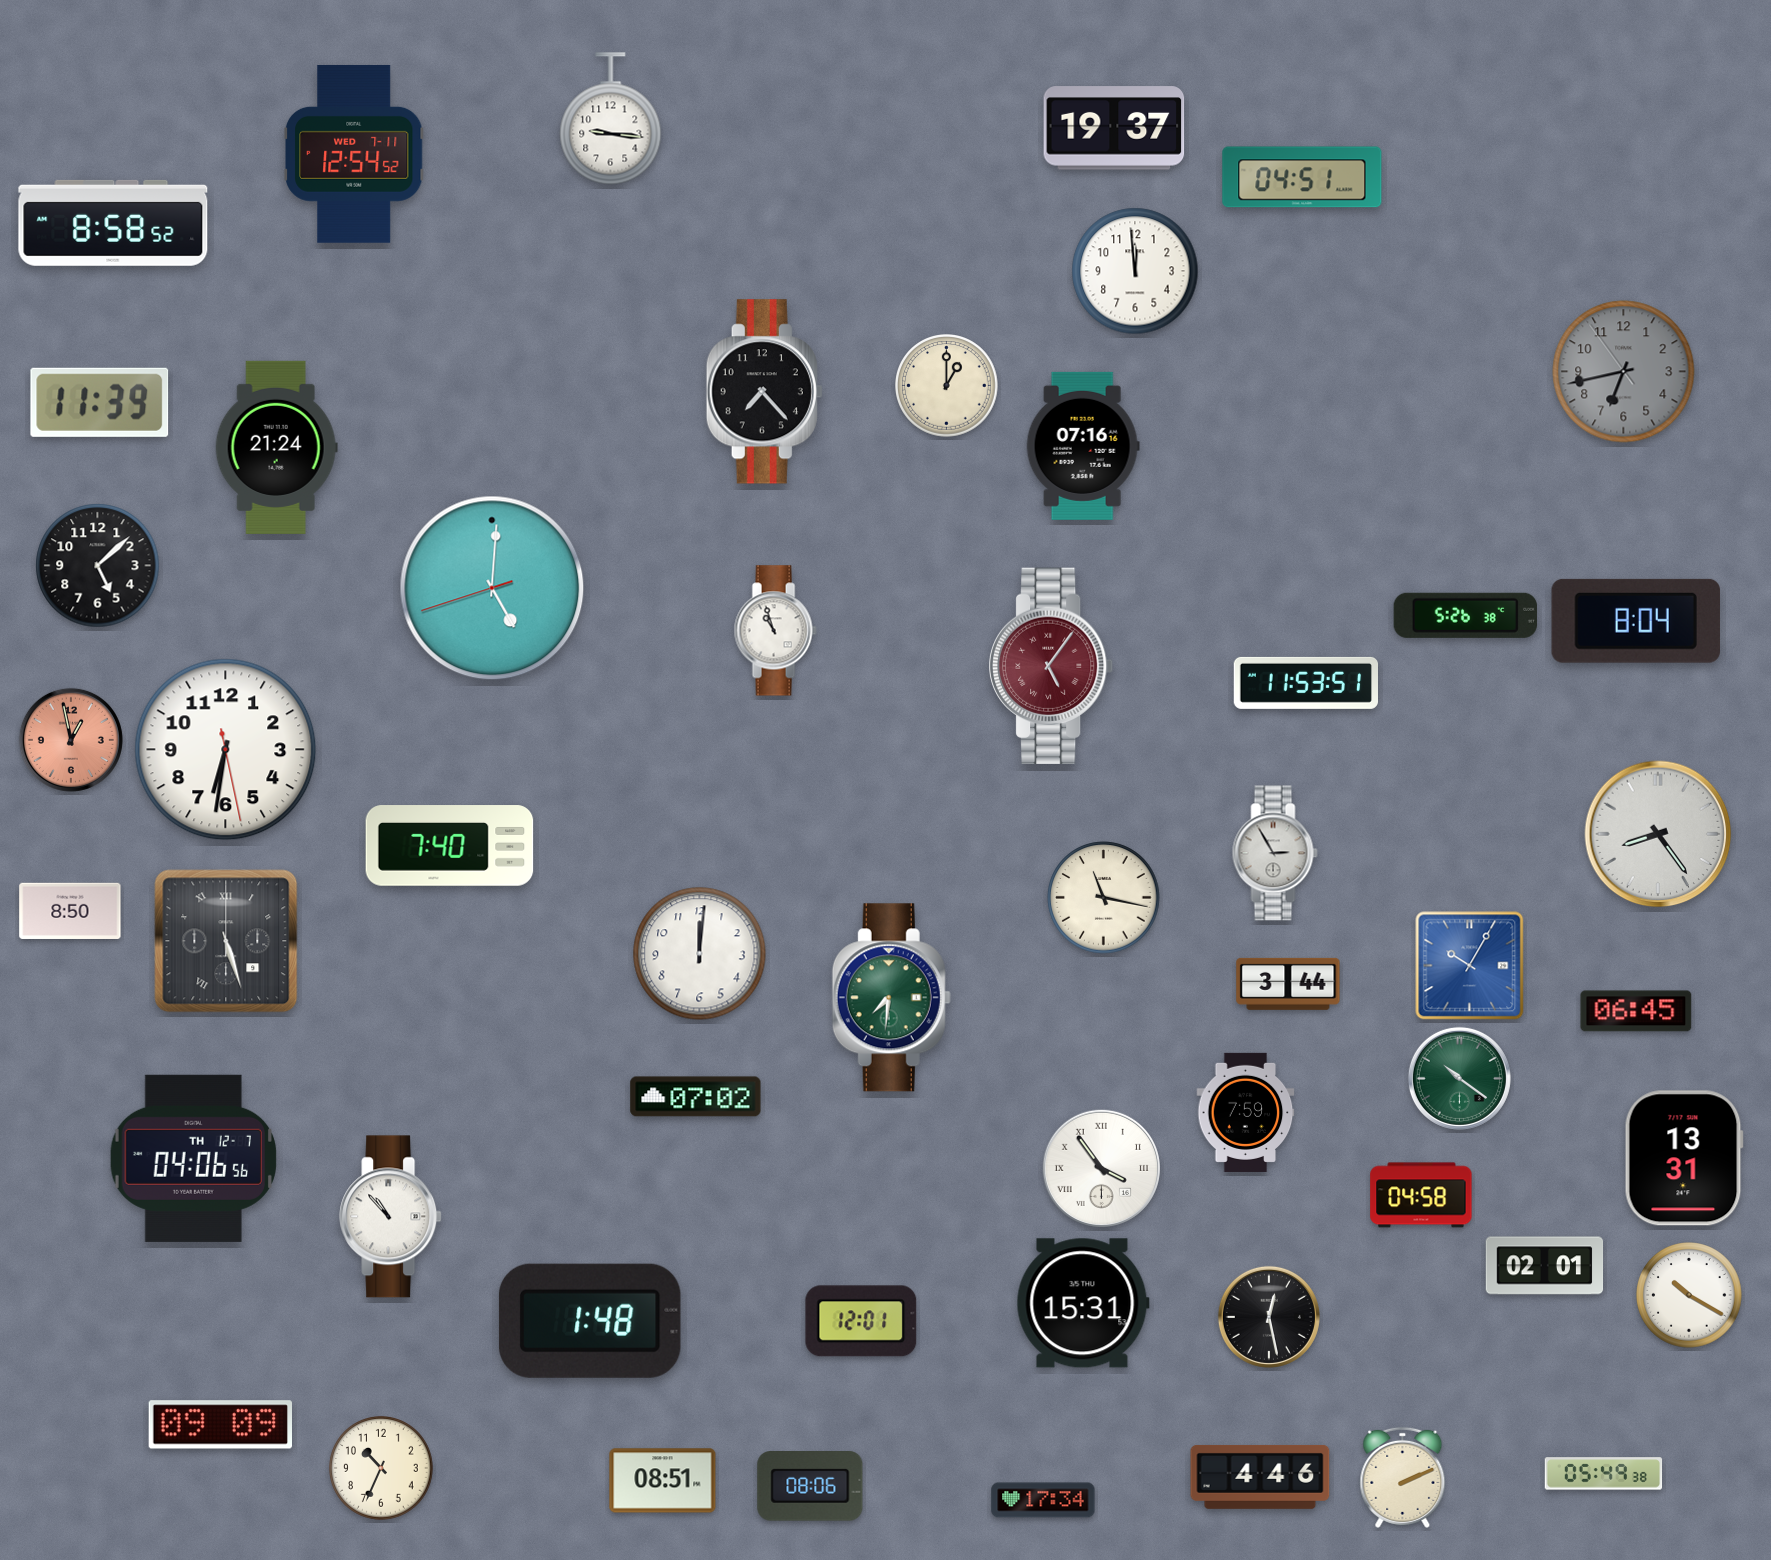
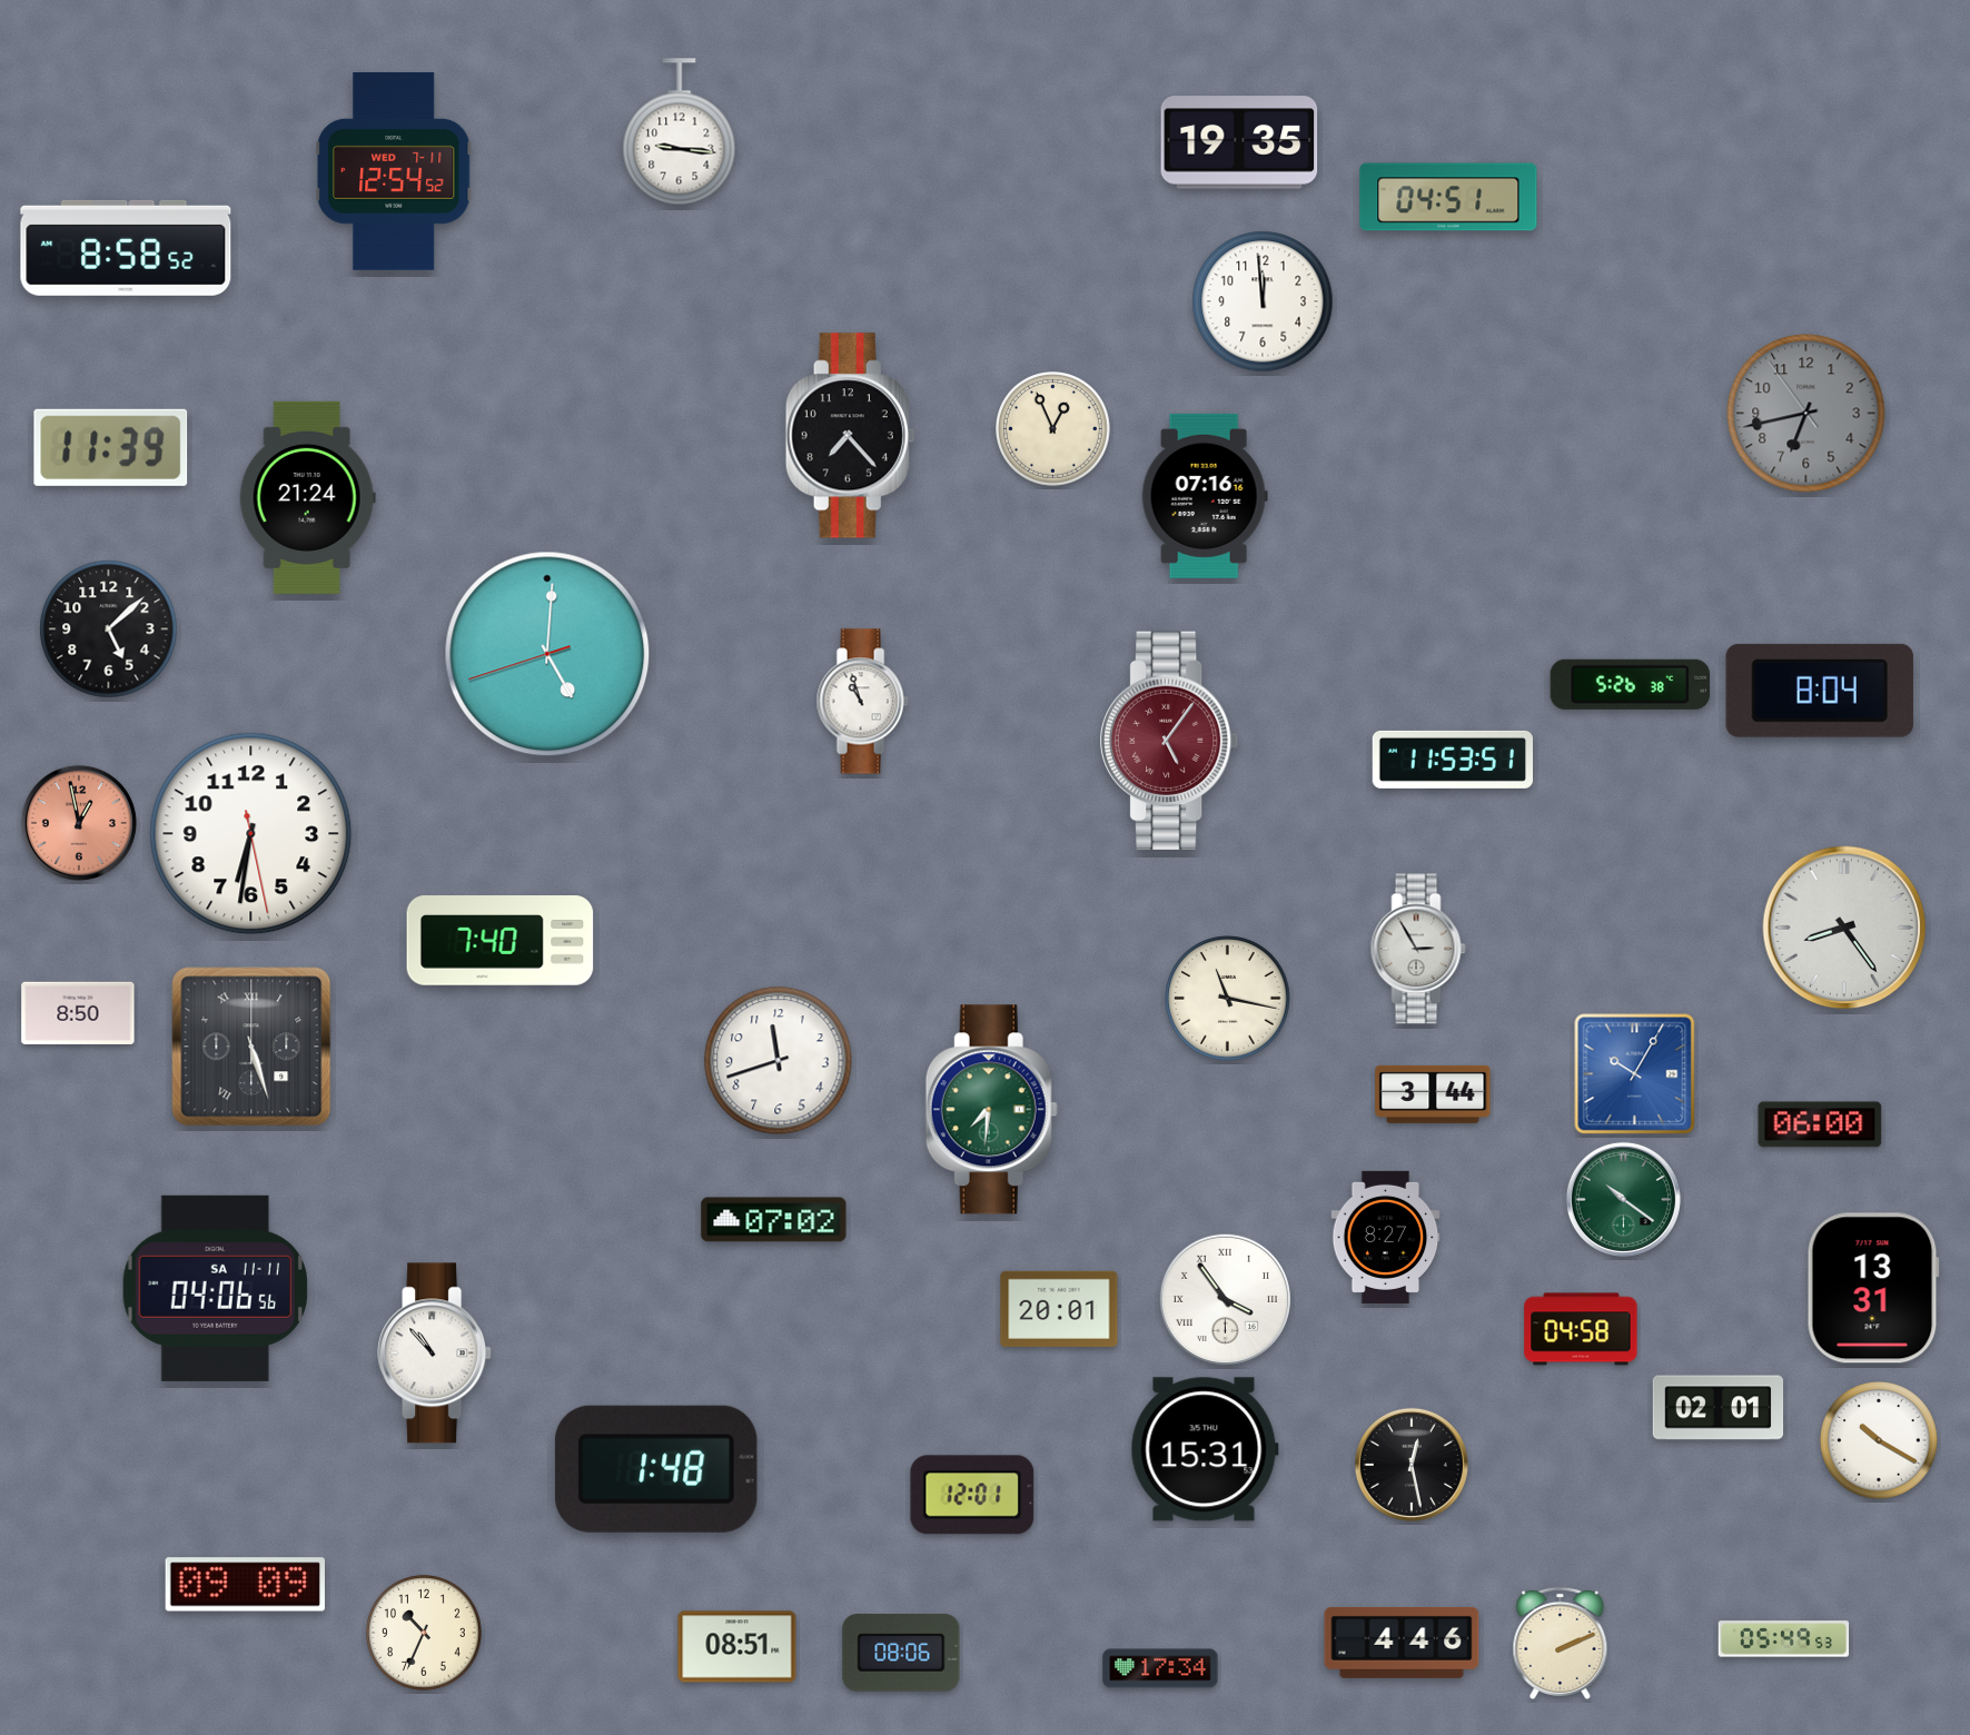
clock at (1114, 128): 19:37 -> 19:35
clock at (947, 386): 1:00 -> 12:56
clock at (700, 954): 12:01 -> 11:42
clock at (1636, 1011): 06:45 -> 06:00
clock at (1246, 1112): 7:59 -> 8:27
clock at (193, 1158) date: TH 12-7 -> SA 11-11
clock at (1059, 1309): none -> 20:01
clock at (861, 1321) position: (861, 1321) -> (972, 1495)
clock at (1604, 1474): 05:49:38 -> 05:49:53
